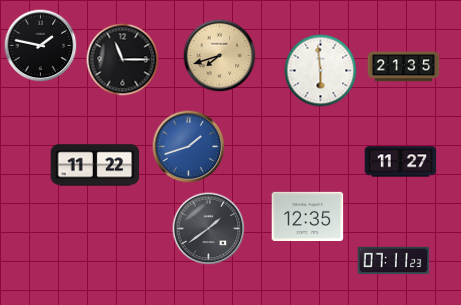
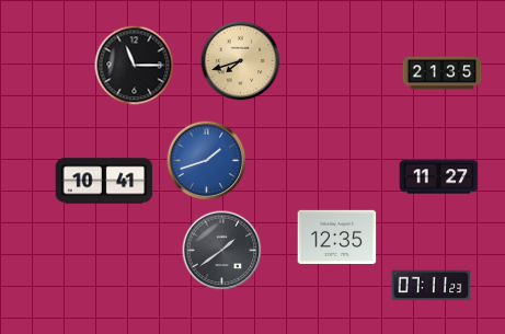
clock at (41, 46): 1:47 -> none
clock at (321, 71): 5:59 -> none
clock at (95, 165): 11:22 -> 10:41
clock at (209, 229) position: (209, 229) -> (222, 251)
